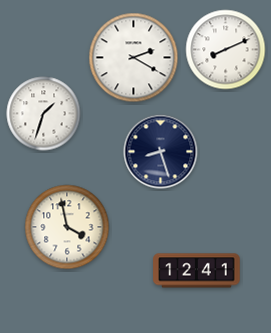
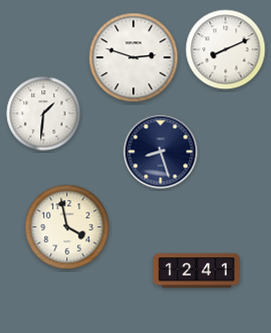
clock at (134, 58): 2:20 -> 2:48
clock at (44, 114): 1:33 -> 1:31
